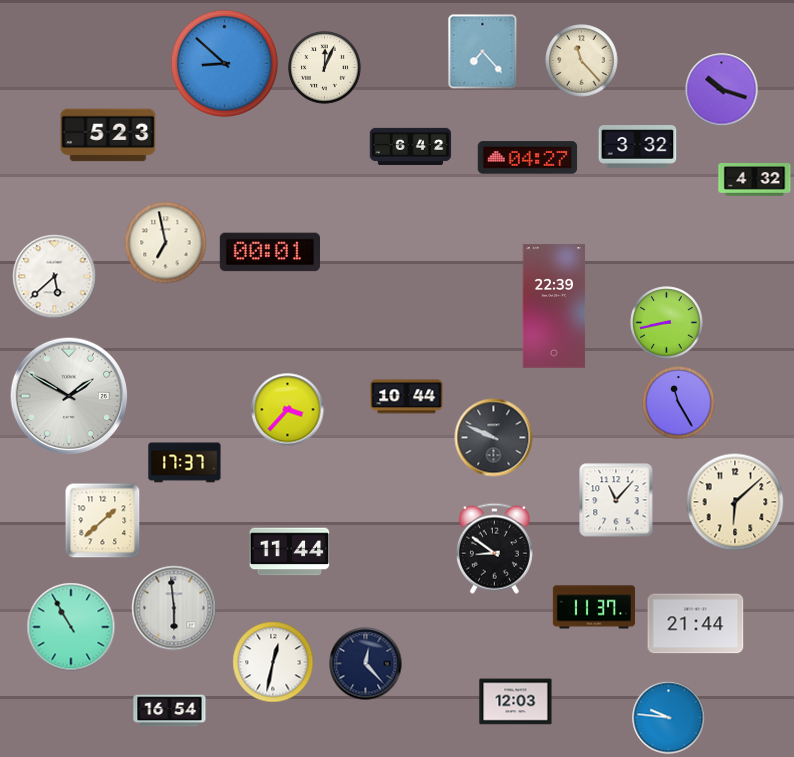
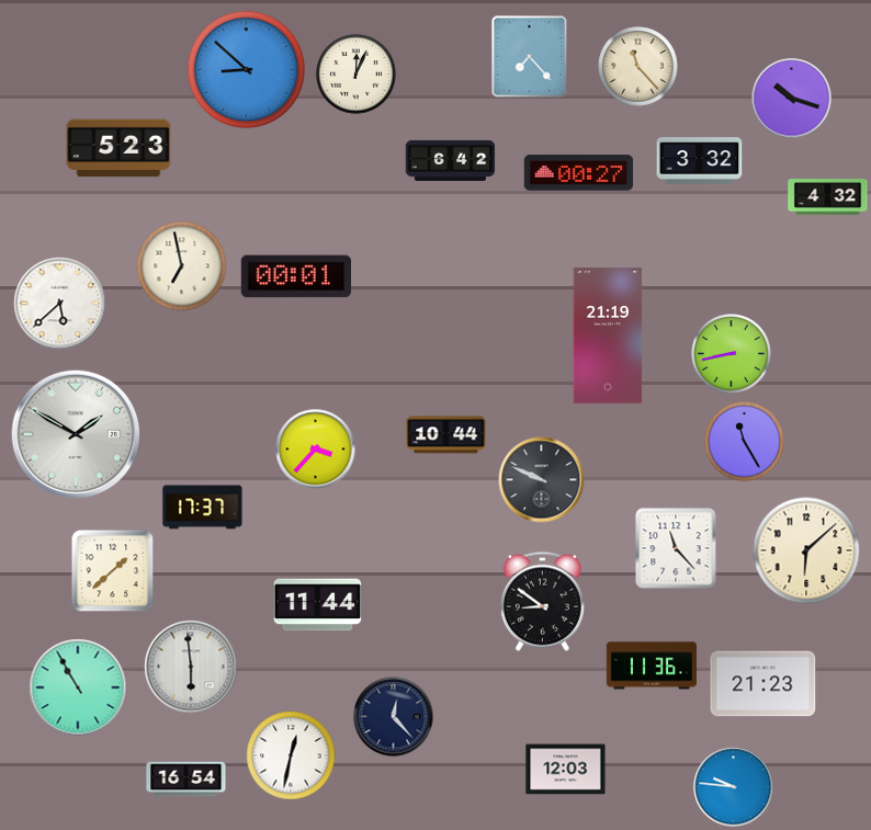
clock at (528, 158): 04:27 -> 00:27
clock at (554, 306): 22:39 -> 21:19
clock at (616, 500): 11:07 -> 11:23
clock at (593, 607): 11:37 -> 11:36
clock at (696, 624): 21:44 -> 21:23
clock at (273, 662) position: (273, 662) -> (291, 755)
clock at (366, 664) position: (366, 664) -> (394, 717)
